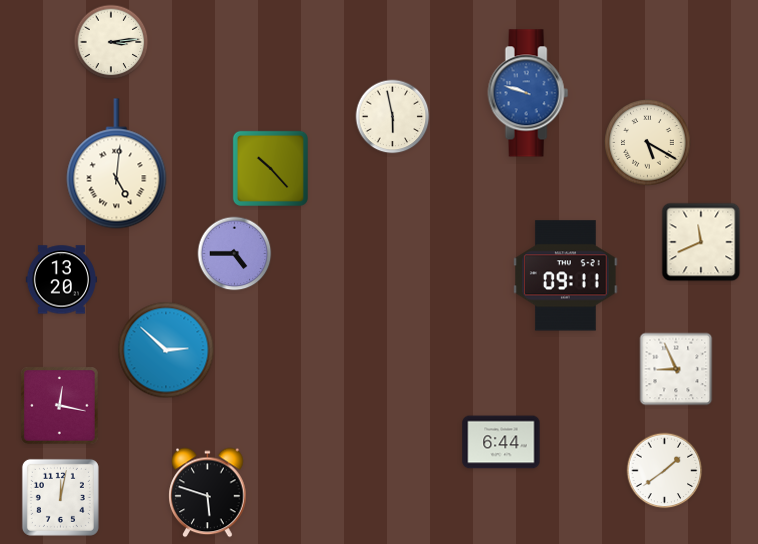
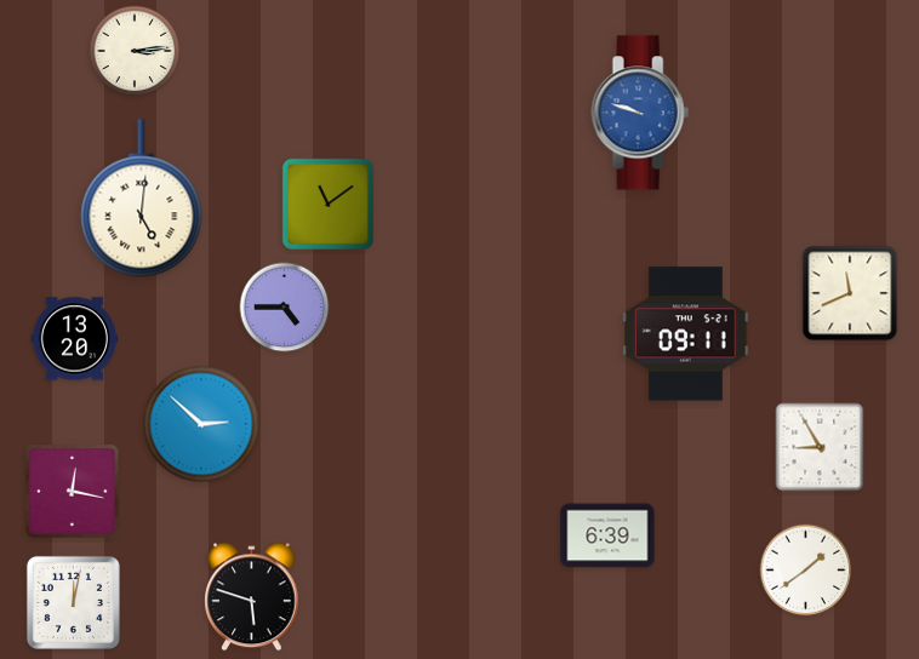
clock at (393, 117): 5:58 -> none
clock at (648, 143): 5:20 -> none
clock at (270, 168): 10:23 -> 11:09
clock at (676, 369): 8:56 -> 8:55
clock at (501, 442): 6:44 -> 6:39
